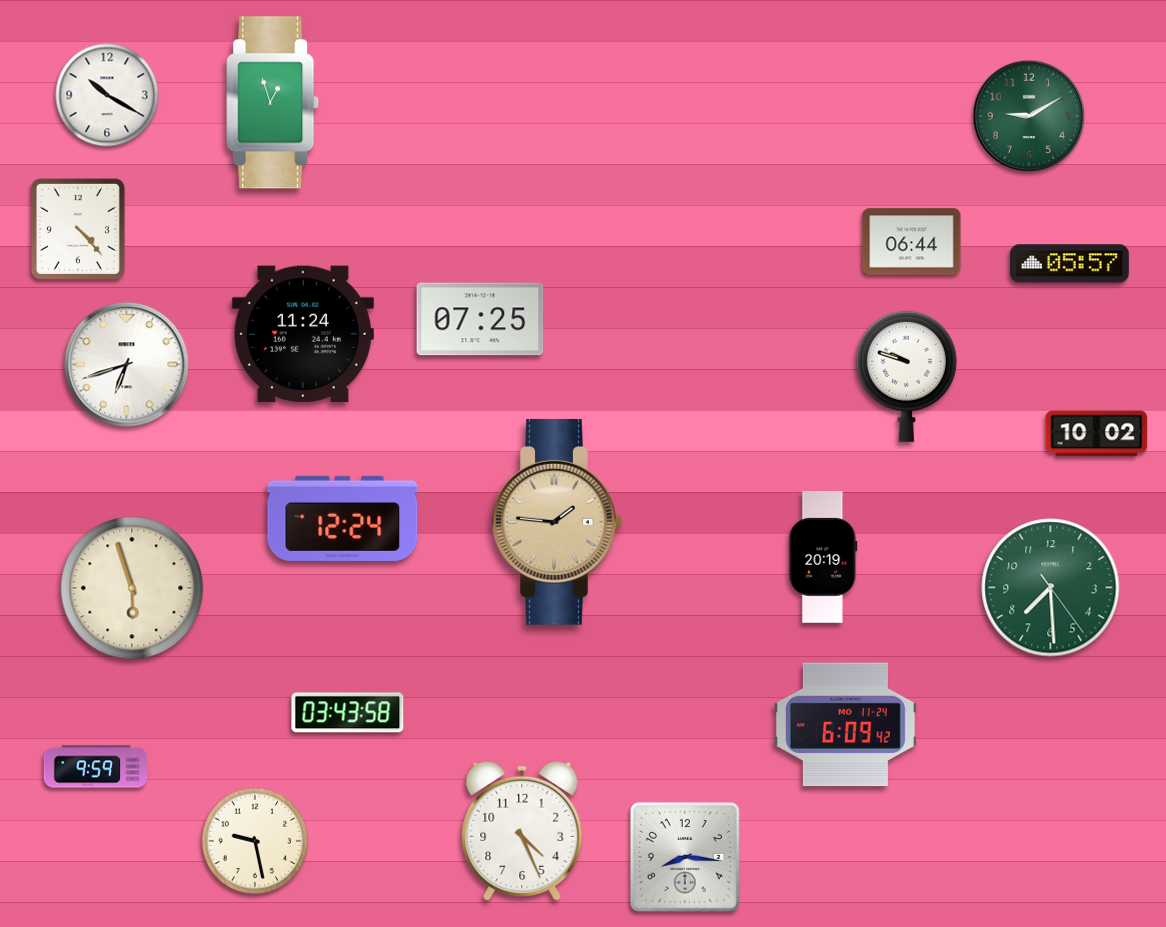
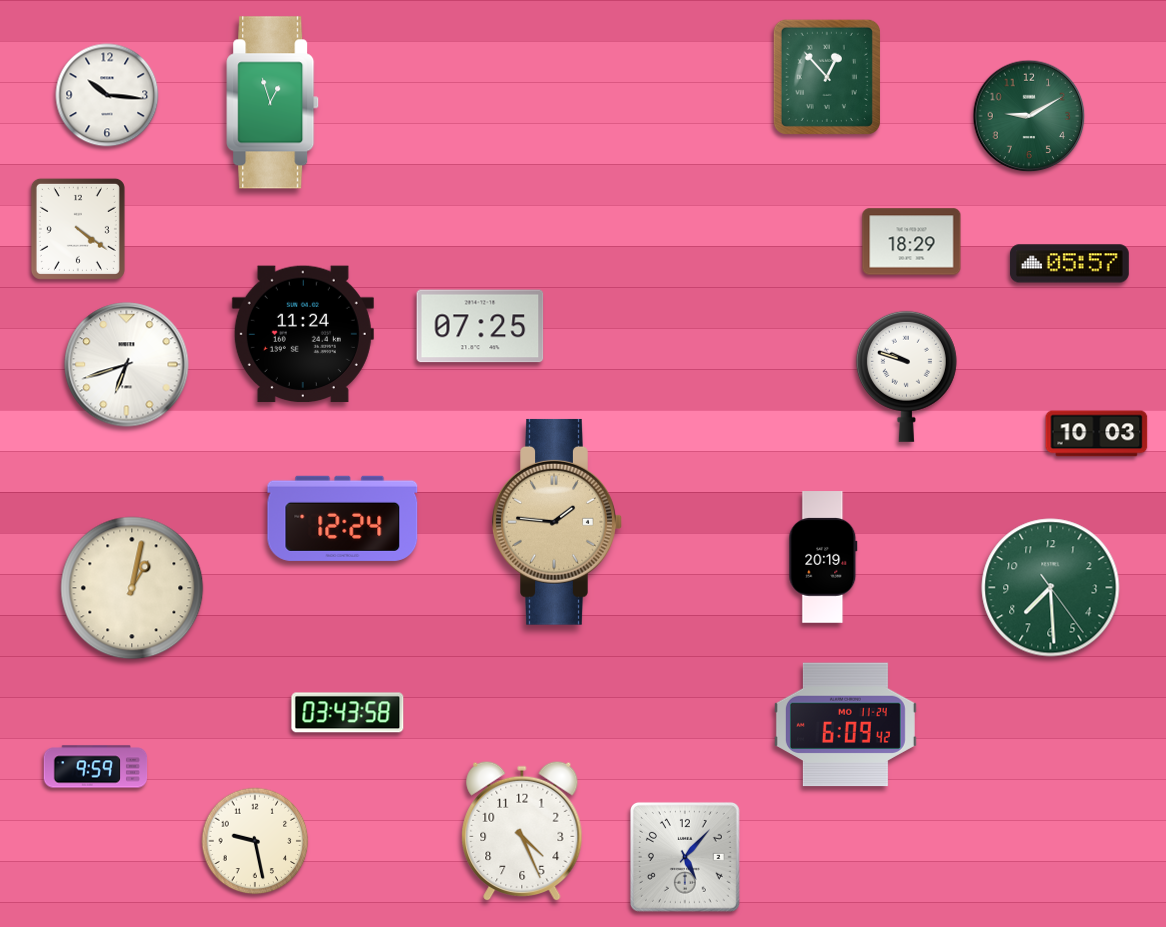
clock at (827, 77): none -> 12:53
clock at (107, 95): 10:20 -> 10:16
clock at (78, 229): 4:23 -> 4:21
clock at (912, 242): 06:44 -> 18:29
clock at (480, 319) position: (480, 319) -> (480, 326)
clock at (1097, 434): 10:02 -> 10:03
clock at (132, 588): 5:57 -> 1:02
clock at (685, 857): 8:16 -> 5:07
